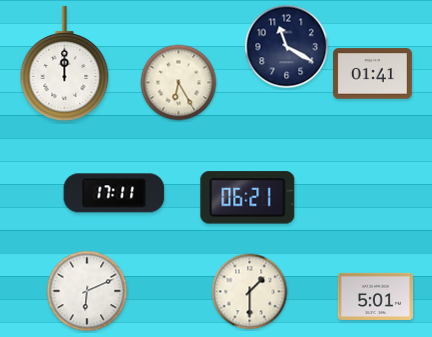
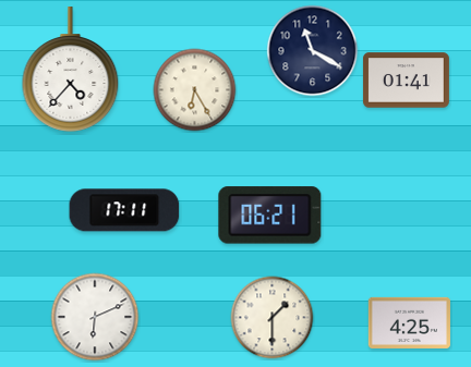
clock at (65, 64): 12:00 -> 4:37
clock at (375, 296): 5:01 -> 4:25
